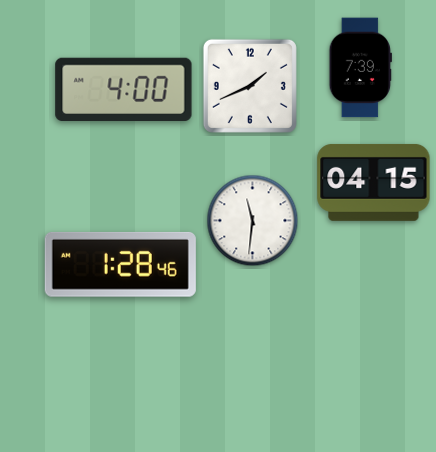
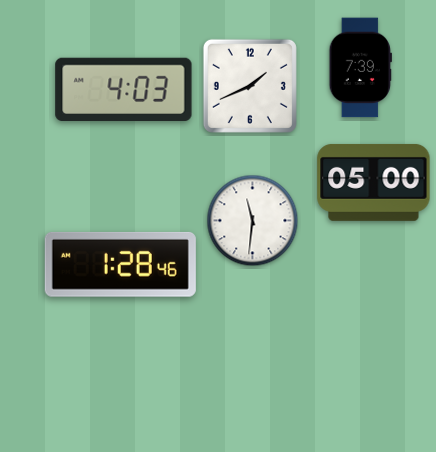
clock at (124, 90): 4:00 -> 4:03
clock at (374, 182): 04:15 -> 05:00
